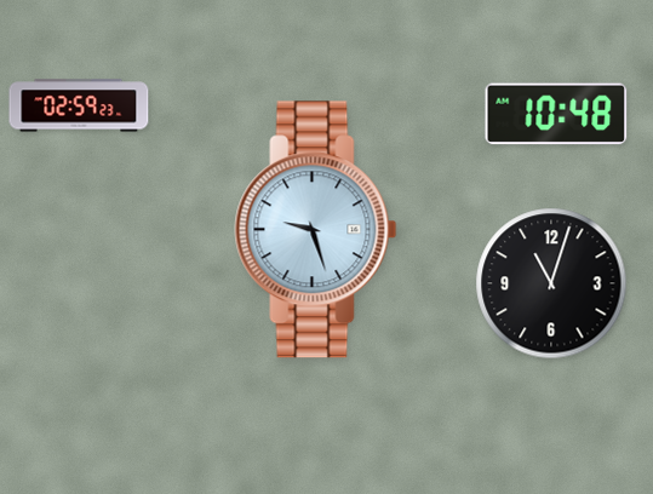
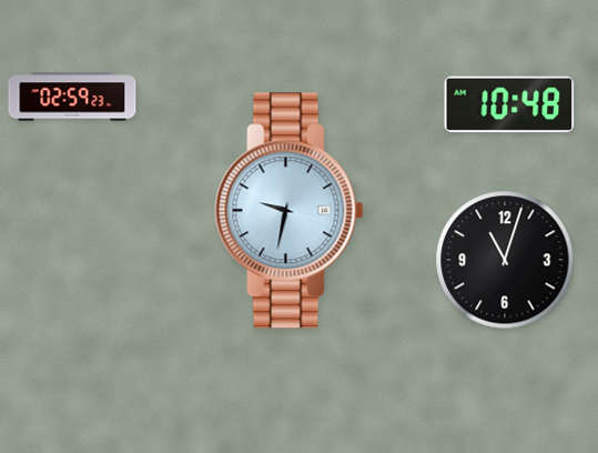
clock at (316, 230): 9:27 -> 9:32
